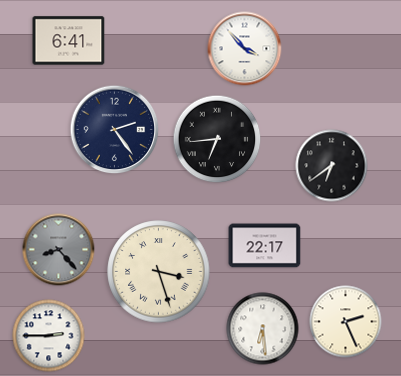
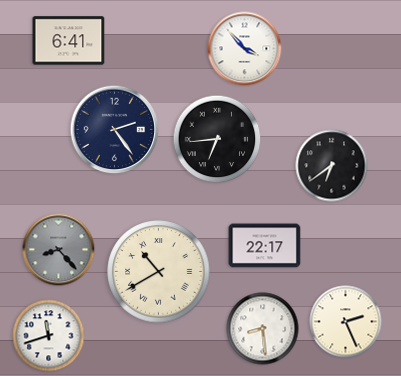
clock at (159, 272): 3:27 -> 10:40
clock at (263, 329): 6:29 -> 8:29
clock at (49, 336): 2:45 -> 11:42
